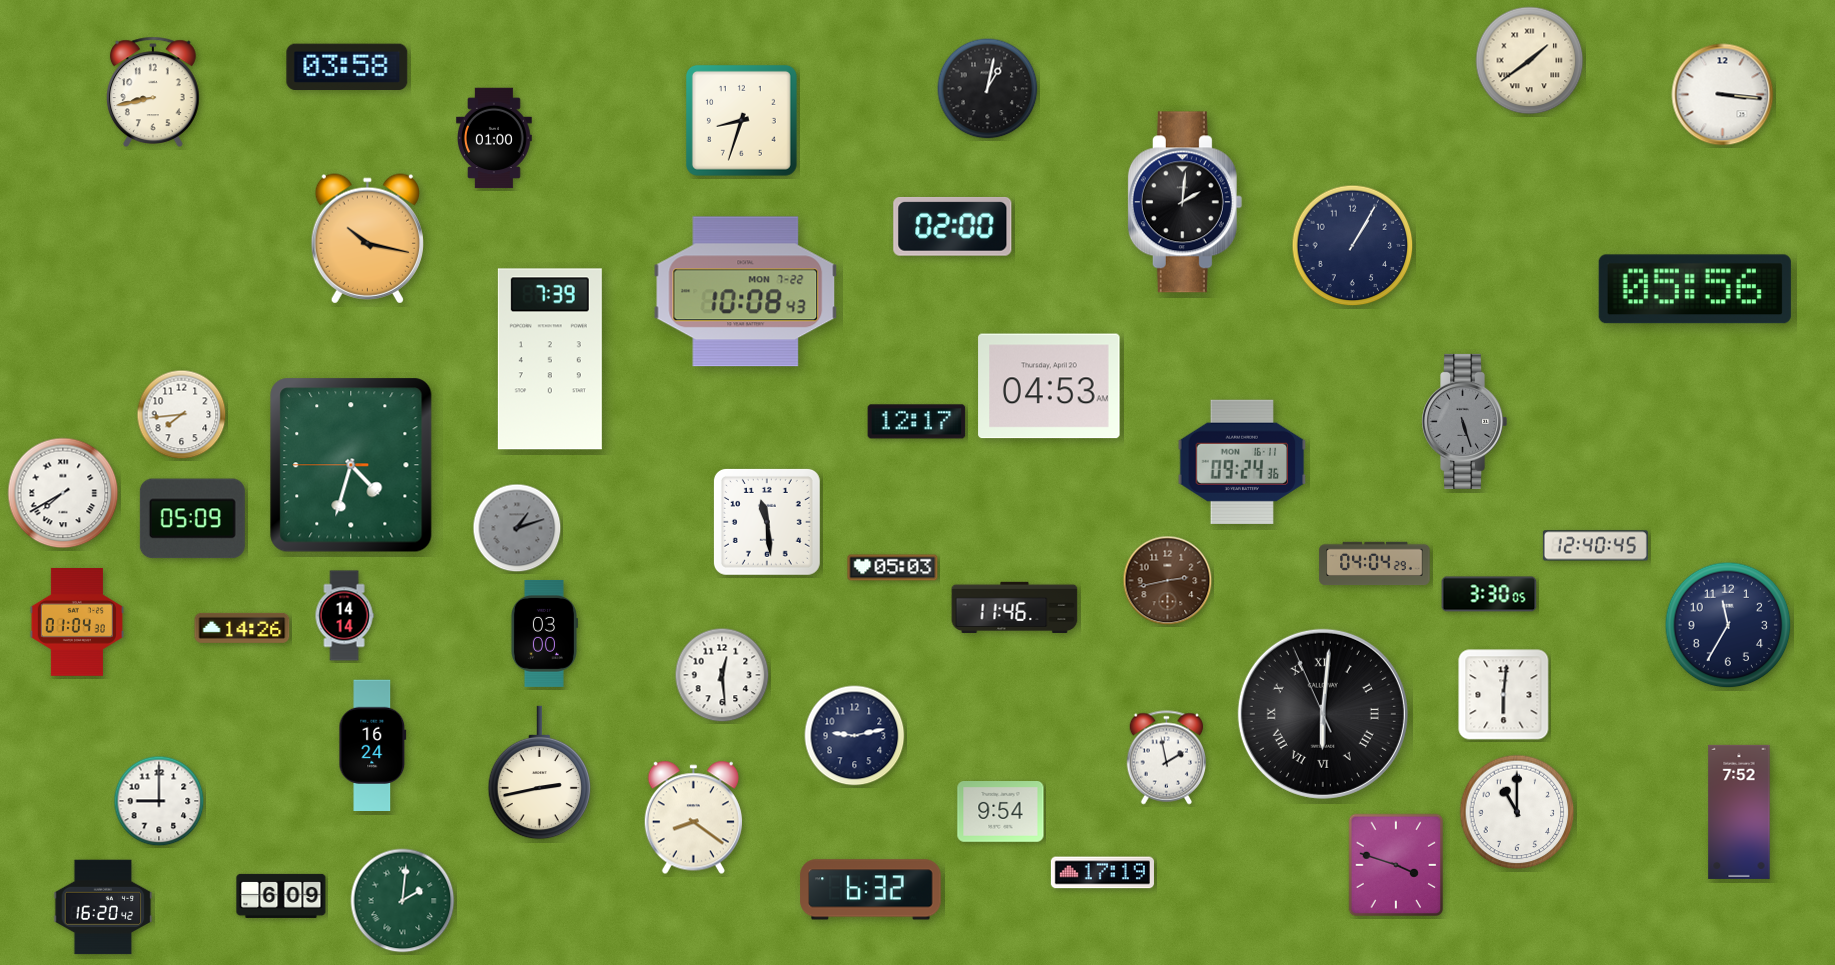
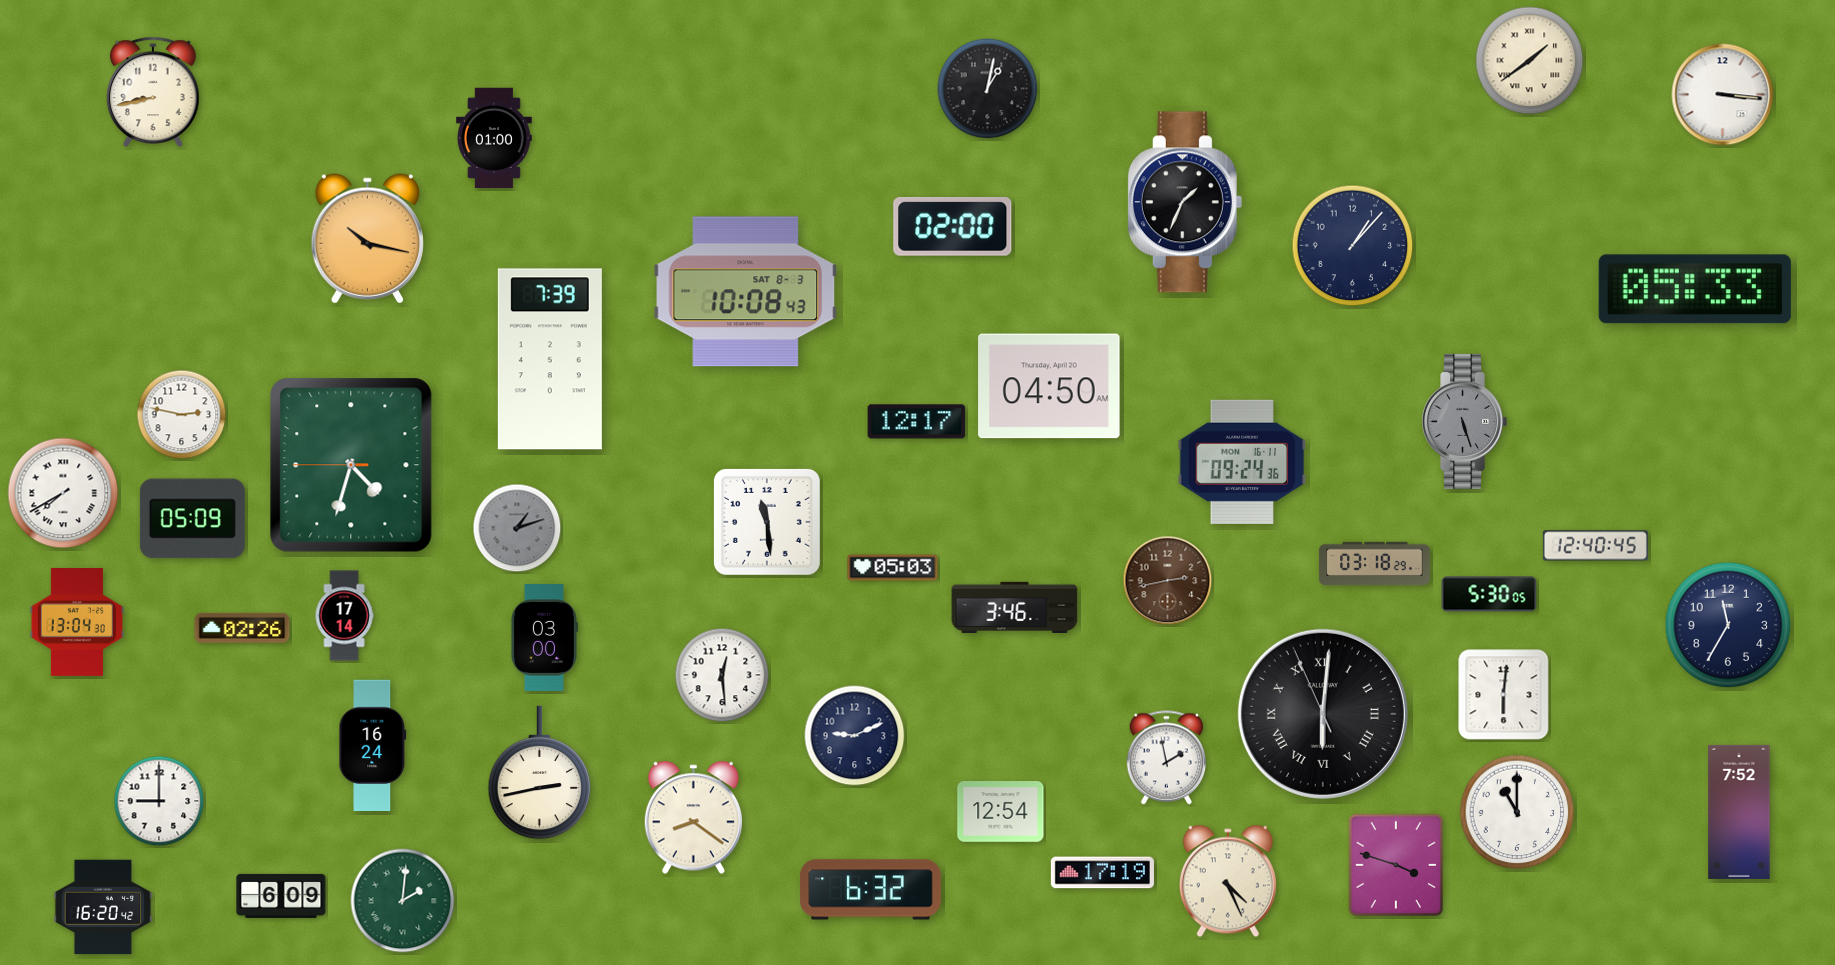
clock at (347, 66): 03:58 -> none
clock at (741, 120): 8:33 -> none
clock at (1185, 202): 2:01 -> 1:34
clock at (1353, 246): 1:05 -> 1:07
clock at (1695, 289): 05:56 -> 05:33
clock at (746, 292) date: MON 7-22 -> SAT 8-3
clock at (1049, 386): 04:53 -> 04:50
clock at (182, 415): 7:44 -> 2:47
clock at (1375, 564): 04:04 -> 03:18
clock at (1489, 594): 3:30 -> 5:30
clock at (1015, 607): 11:46 -> 3:46
clock at (344, 616): 14:14 -> 17:14
clock at (77, 623): 01:04 -> 13:04
clock at (242, 628): 14:26 -> 02:26
clock at (544, 633) position: (544, 633) -> (544, 637)
clock at (855, 736): 9:13 -> 9:11
clock at (1001, 812): 9:54 -> 12:54
clock at (1228, 881): none -> 4:26
